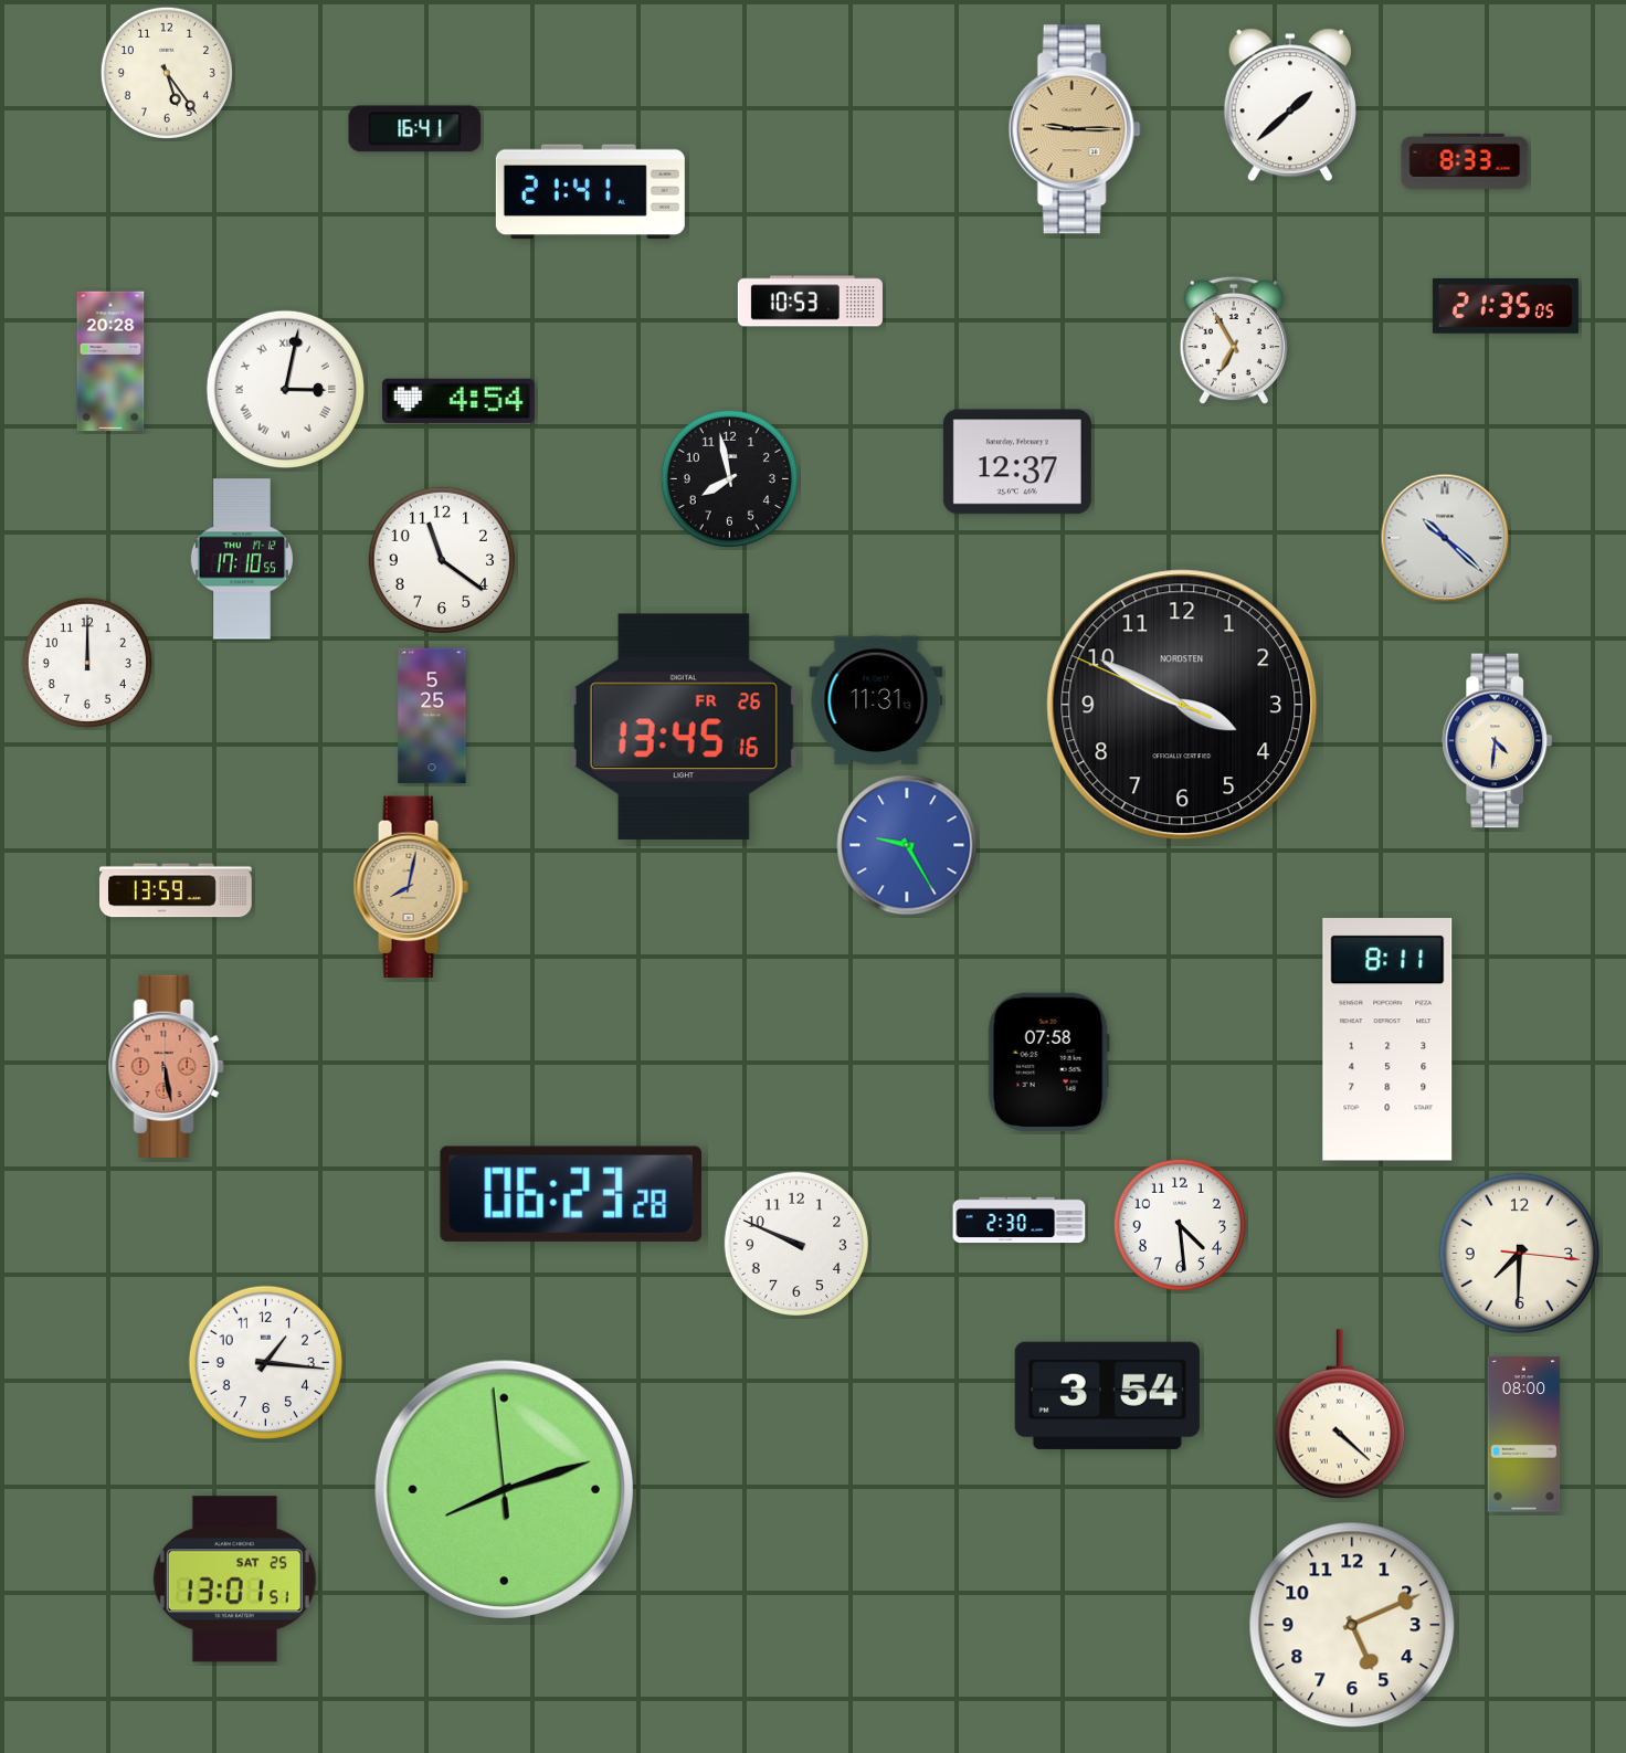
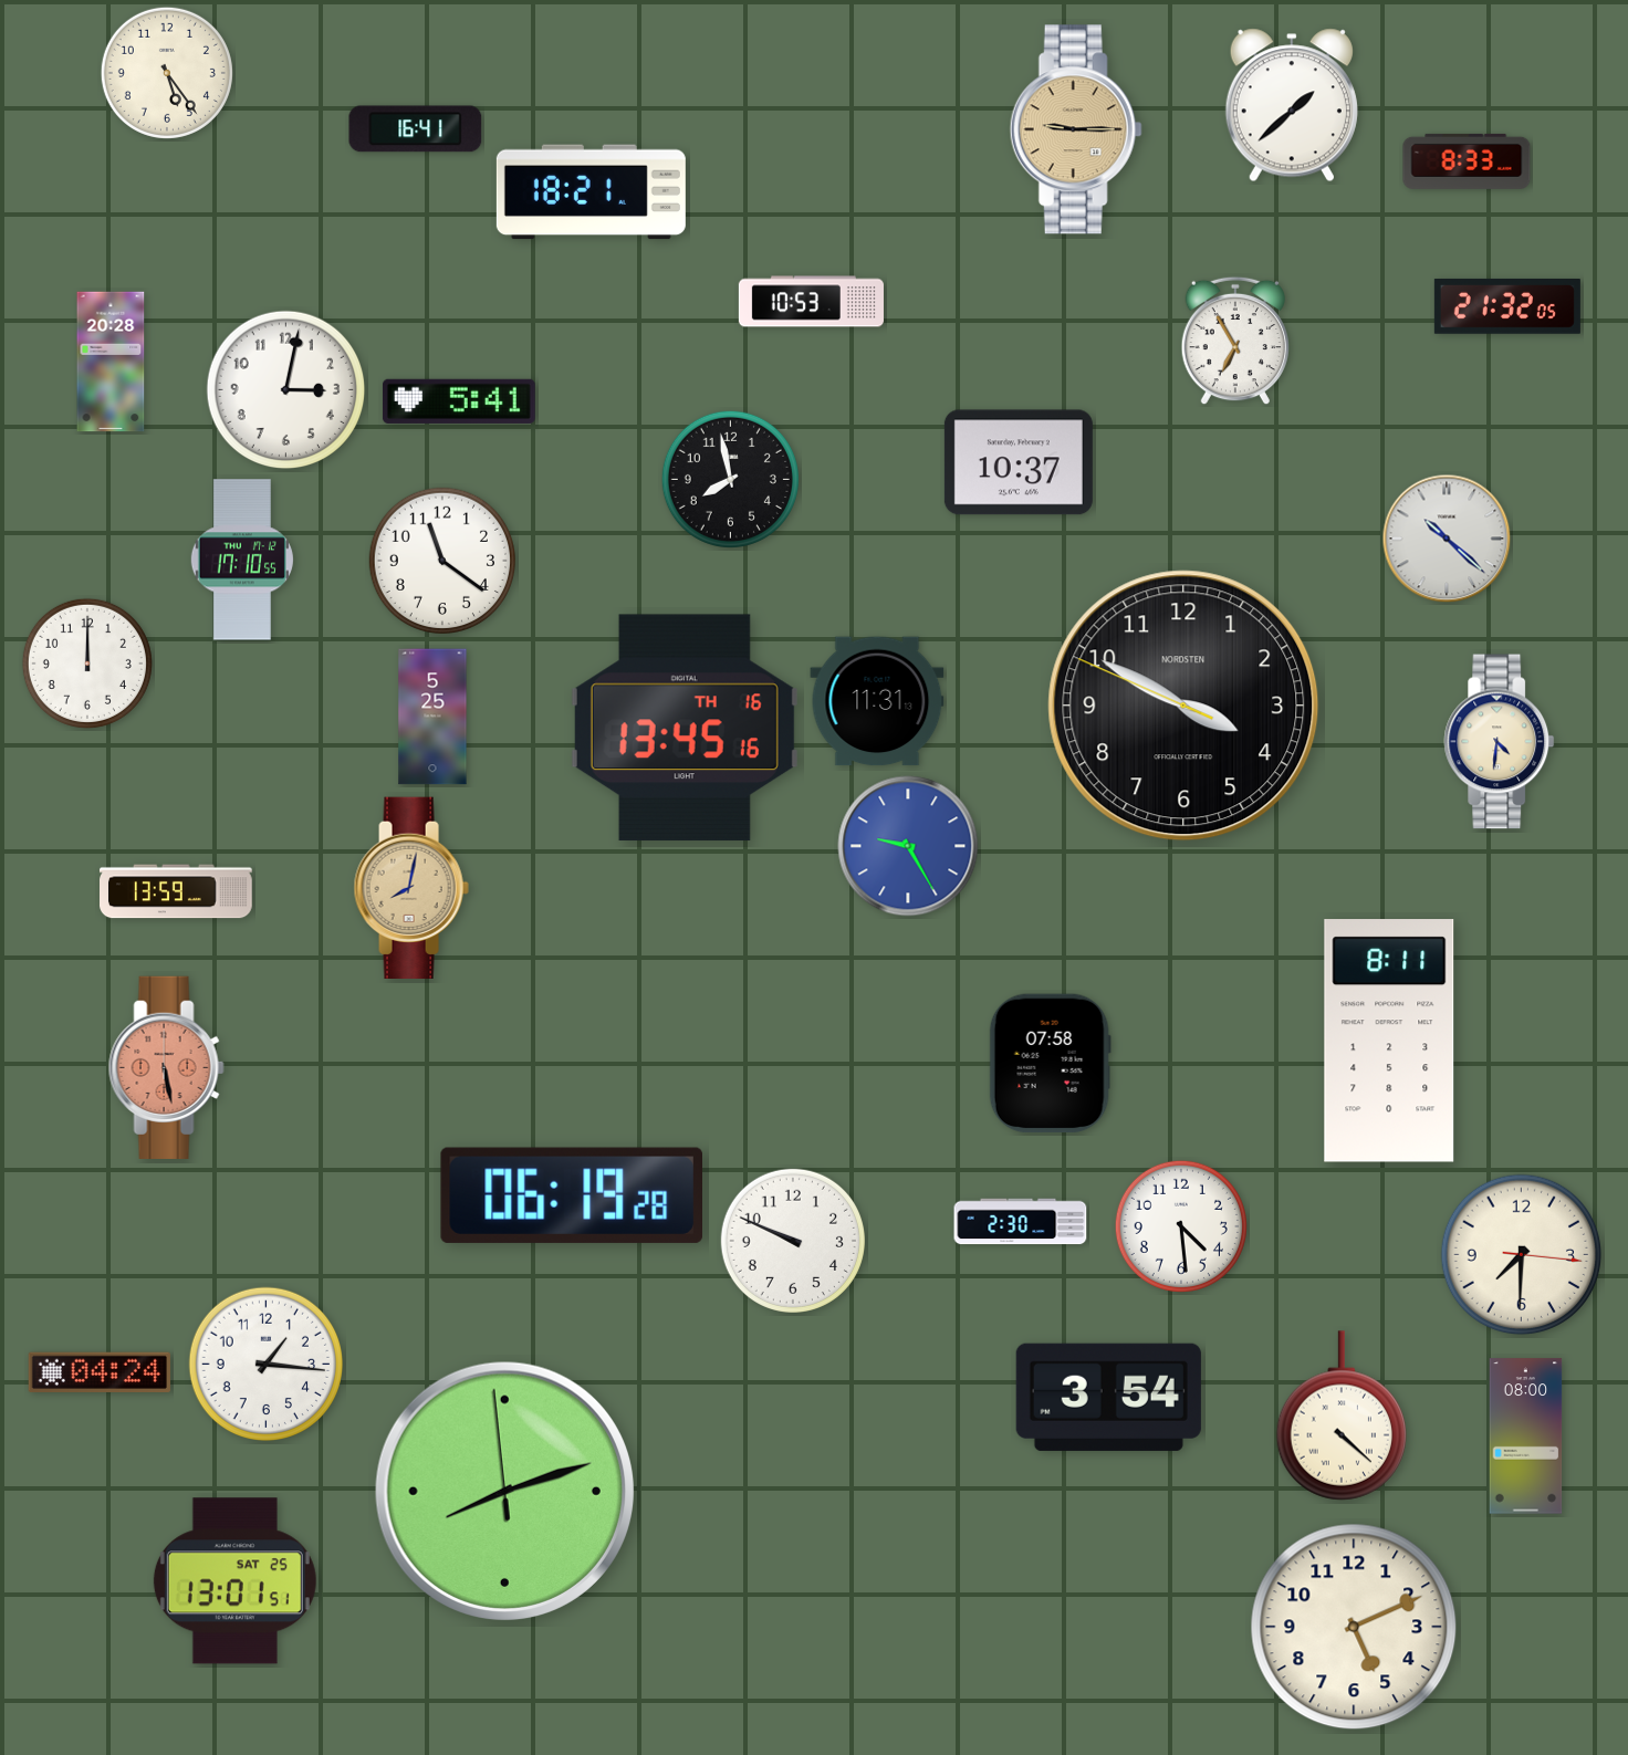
clock at (590, 192): 21:41 -> 18:21
clock at (1506, 306): 21:35 -> 21:32
clock at (286, 390) numerals: Roman -> Arabic
clock at (458, 401): 4:54 -> 5:41
clock at (1017, 462): 12:37 -> 10:37
clock at (684, 727) date: FR 26 -> TH 16
clock at (571, 1194): 06:23 -> 06:19
clock at (796, 1244) position: (796, 1244) -> (793, 1241)
clock at (100, 1372): none -> 04:24
